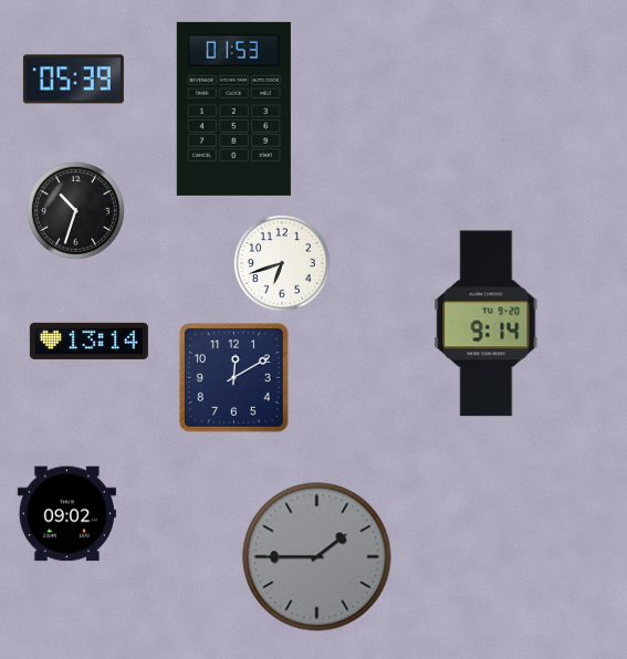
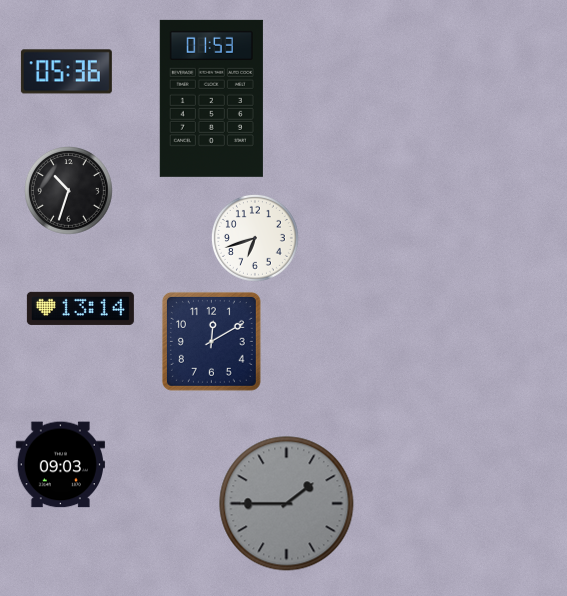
clock at (73, 80): 05:39 -> 05:36
clock at (487, 324): 9:14 -> none
clock at (66, 514): 09:02 -> 09:03
